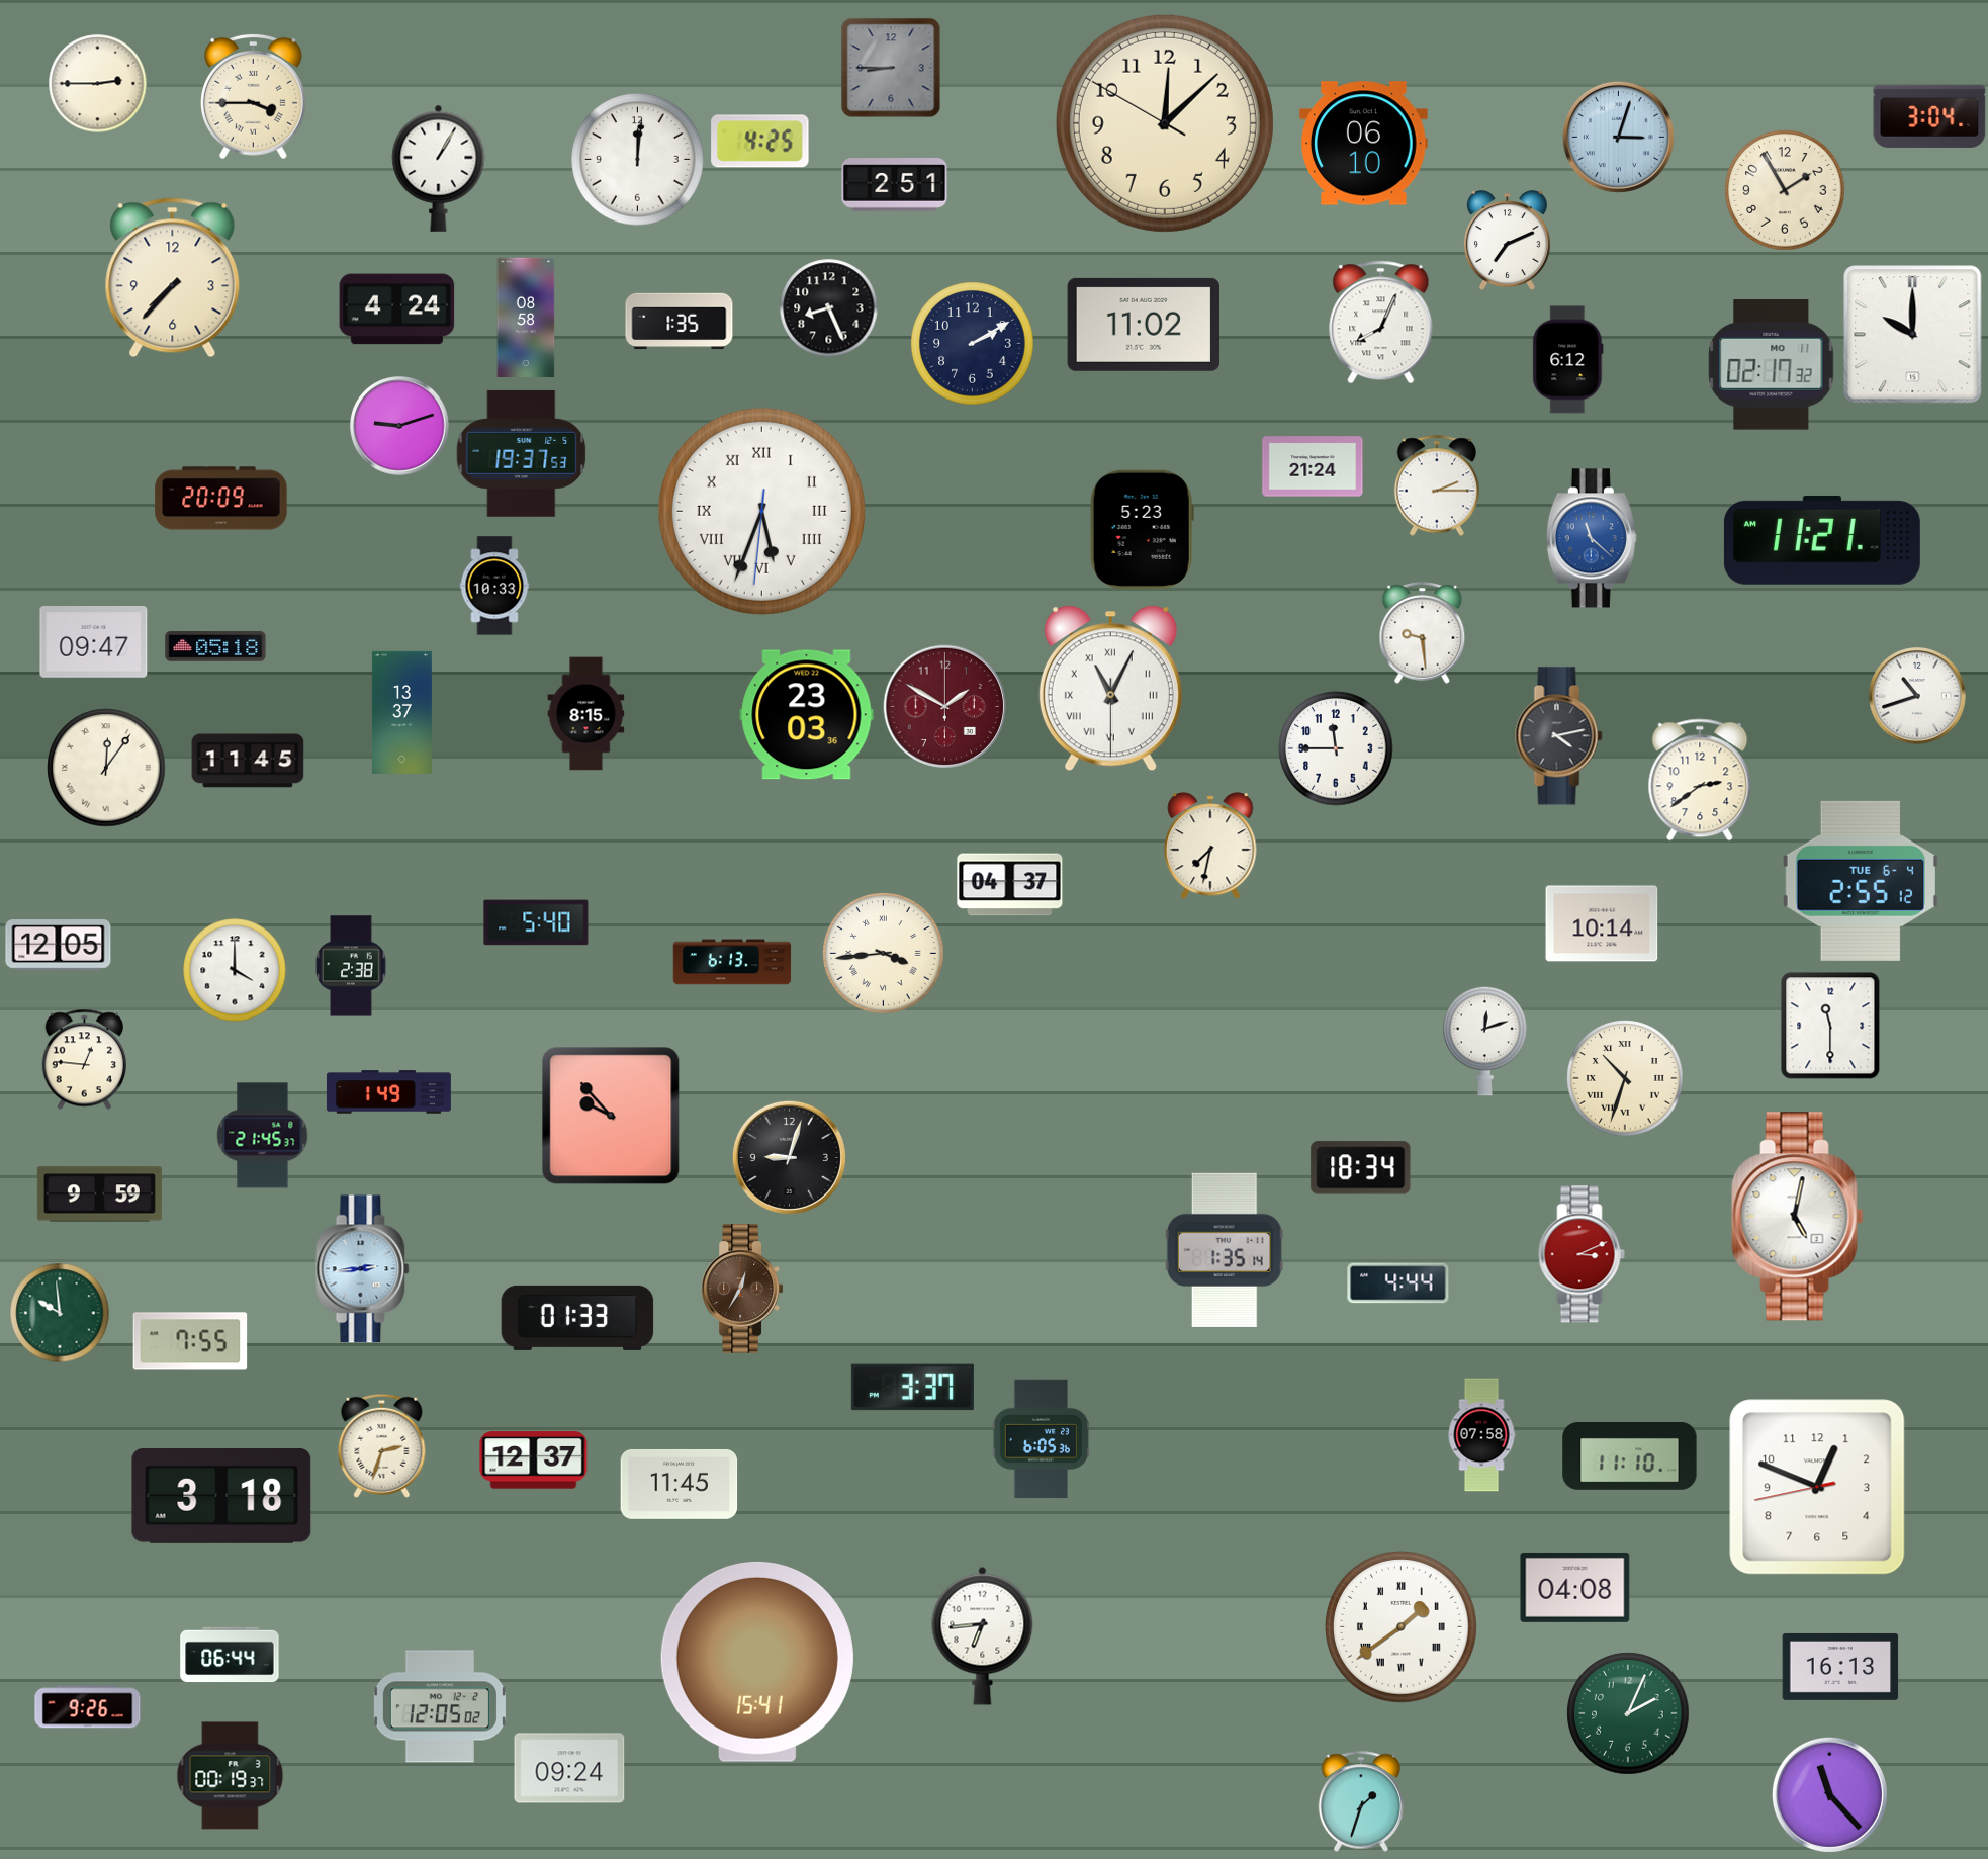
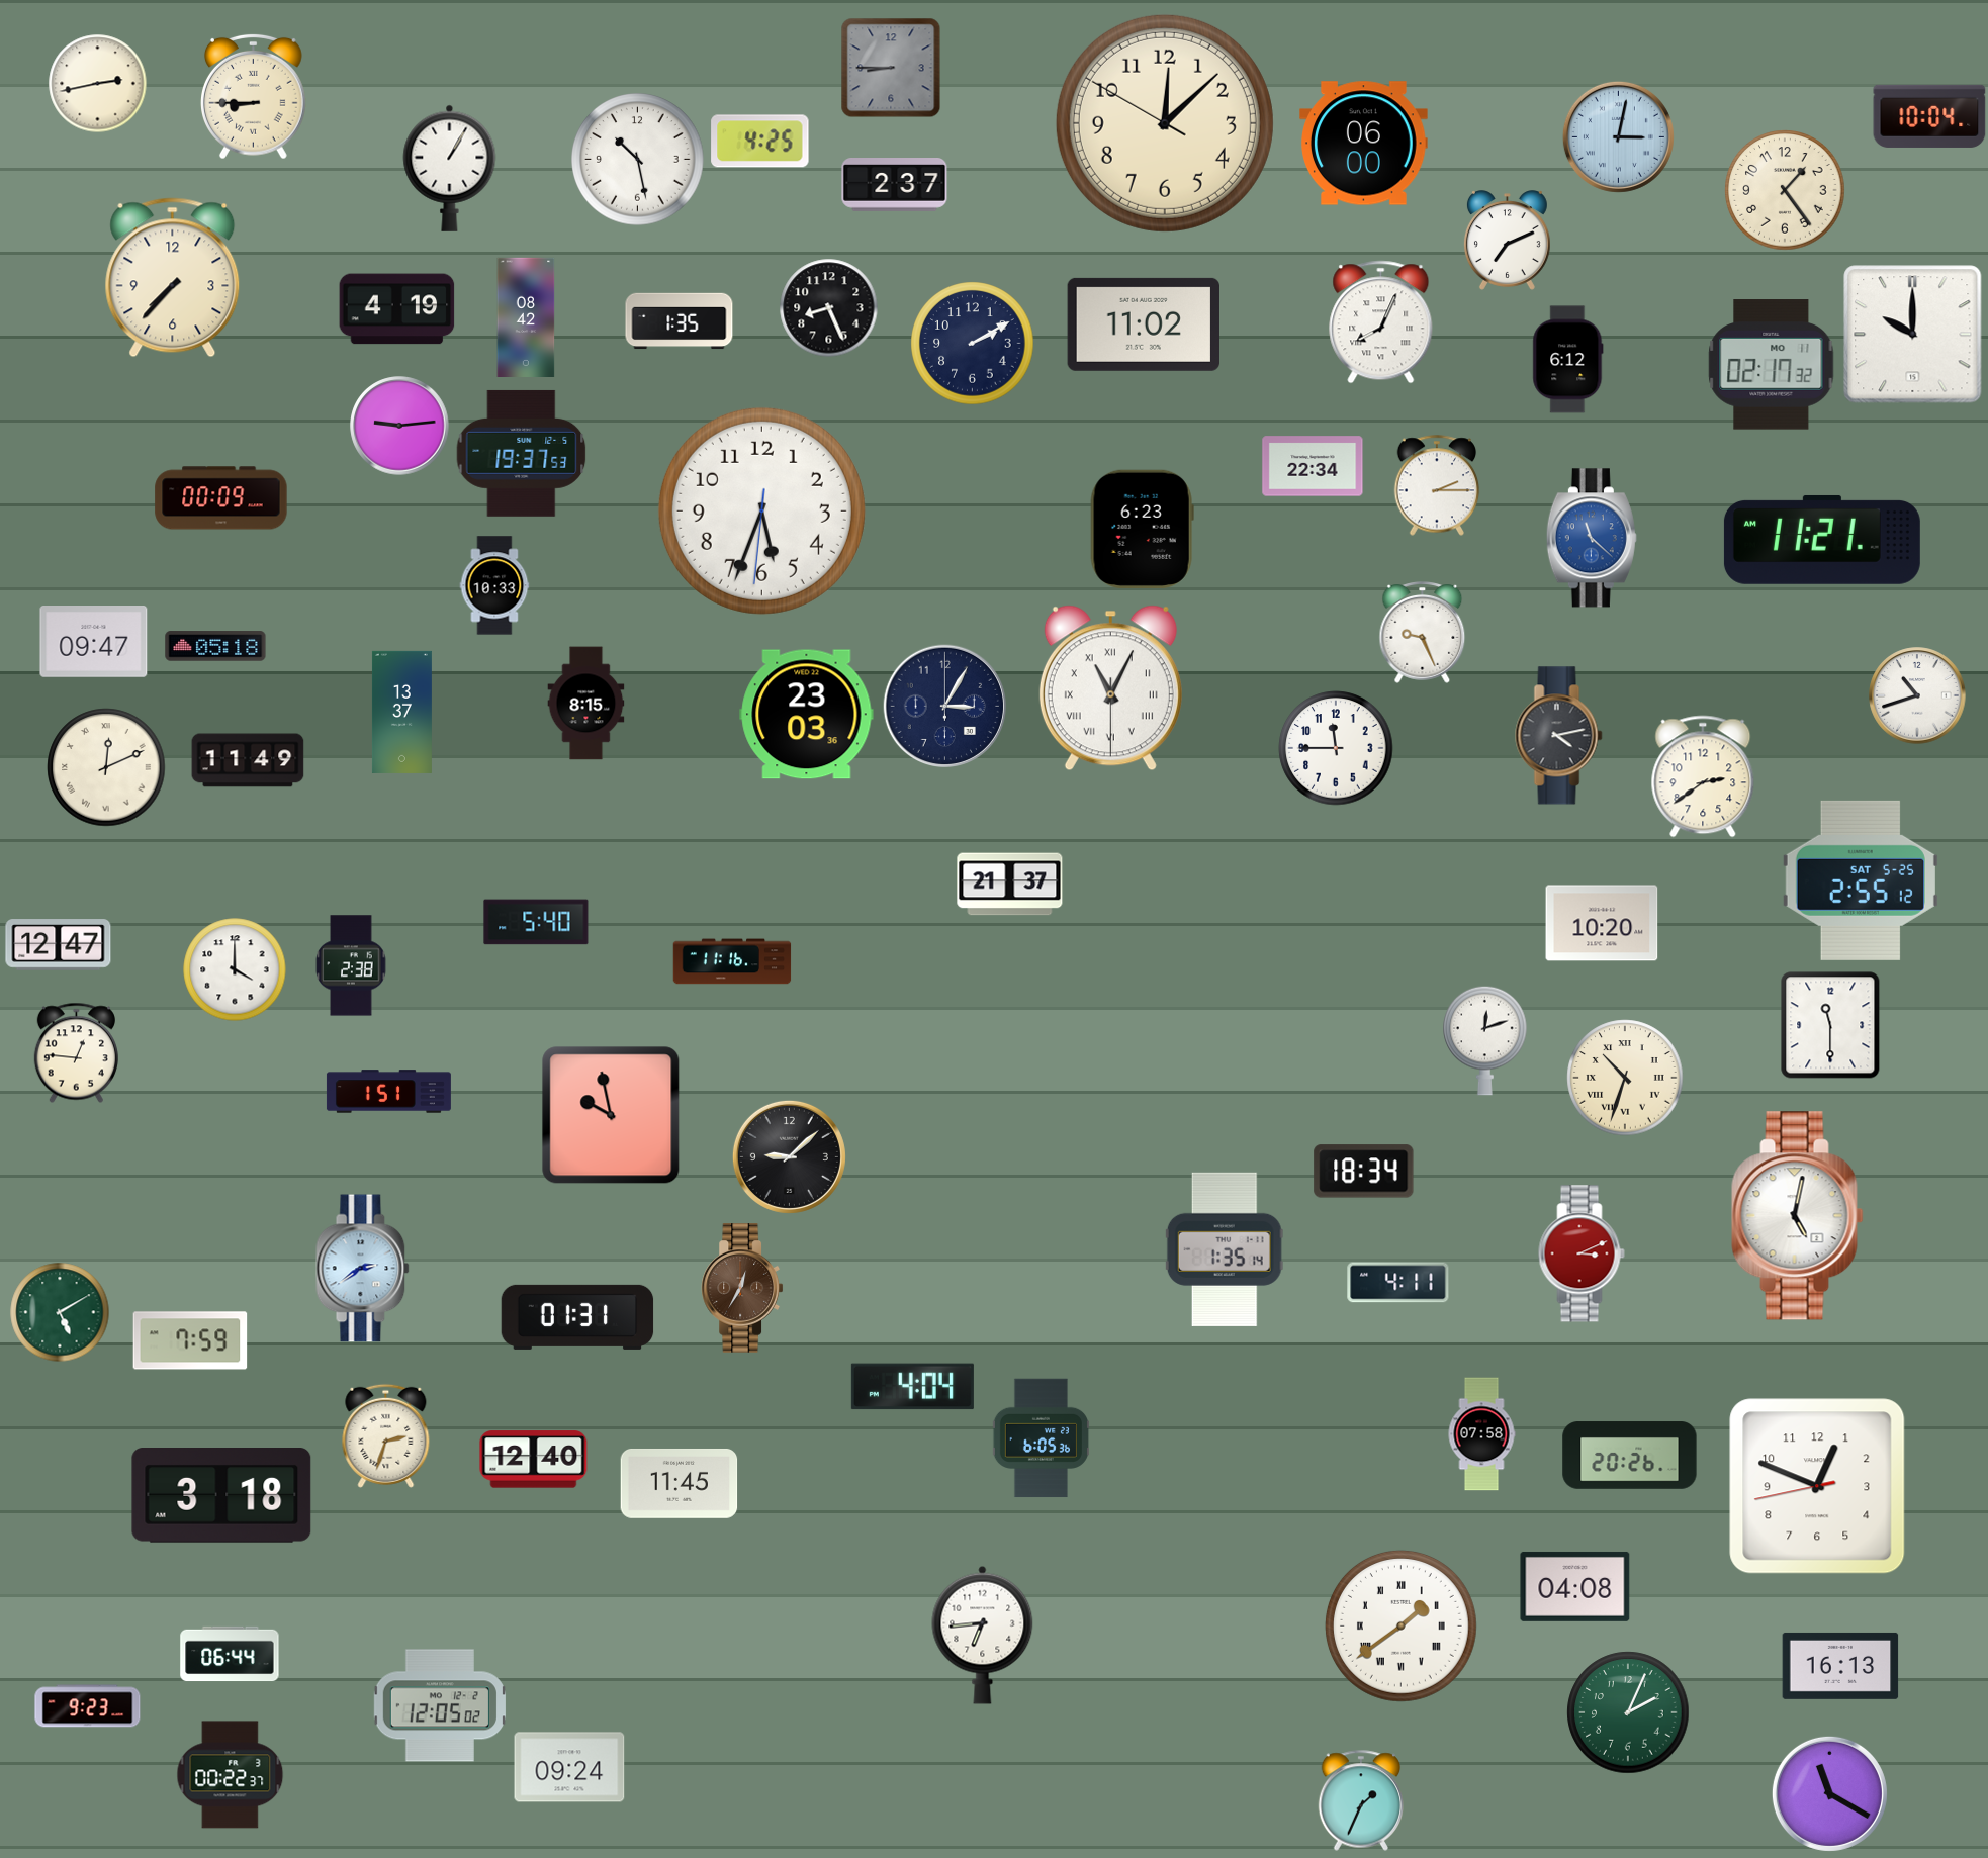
clock at (98, 84): 2:45 -> 2:43
clock at (254, 96): 3:45 -> 8:45
clock at (1929, 116): 3:04 -> 10:04
clock at (1618, 137): 3:03 -> 3:02
clock at (1364, 144): 06:10 -> 06:00
clock at (638, 160): 12:01 -> 10:28
clock at (439, 168) position: (439, 168) -> (450, 168)
clock at (895, 185): 2:51 -> 2:37
clock at (1785, 190): 1:55 -> 1:24
clock at (397, 309): 4:24 -> 4:19
clock at (526, 317): 08:58 -> 08:42
clock at (399, 426): 9:12 -> 9:14
clock at (1313, 466): 21:24 -> 22:34
clock at (221, 499): 20:09 -> 00:09
clock at (761, 511) numerals: Roman -> Arabic
clock at (1142, 529): 5:23 -> 6:23
clock at (1423, 633): 9:29 -> 9:26
clock at (944, 706): 1:50 -> 3:05
clock at (944, 706) dial: burgundy -> navy
clock at (586, 714) position: (586, 714) -> (586, 704)
clock at (248, 761): 11:45 -> 11:49
clock at (106, 768): 12:06 -> 12:11
clock at (1700, 780) position: (1700, 780) -> (1703, 776)
clock at (1210, 846): 7:32 -> none
clock at (1861, 881) date: TUE 6-4 -> SAT 5-25
clock at (1010, 885): 04:37 -> 21:37
clock at (1602, 923): 10:14 -> 10:20
clock at (59, 946): 12:05 -> 12:47
clock at (884, 954): 3:44 -> none
clock at (732, 962): 6:13 -> 11:16
clock at (84, 1060) position: (84, 1060) -> (76, 1053)
clock at (388, 1092): 1:49 -> 1:51
clock at (611, 1116): 9:53 -> 9:58
clock at (263, 1136): 21:45 -> none
clock at (789, 1157): 9:03 -> 9:08
clock at (1361, 1168) position: (1361, 1168) -> (1364, 1172)
clock at (99, 1194): 9:59 -> none
clock at (363, 1269): 2:44 -> 2:39
clock at (1398, 1283): 4:44 -> 4:11
clock at (60, 1313): 9:59 -> 5:10
clock at (577, 1318): 01:33 -> 01:31
clock at (190, 1341): 7:55 -> 7:59
clock at (912, 1388): 3:37 -> 4:04
clock at (382, 1445) position: (382, 1445) -> (386, 1435)
clock at (1630, 1456): 11:10 -> 20:26
clock at (534, 1460): 12:37 -> 12:40
clock at (757, 1662): 15:41 -> none
clock at (88, 1707): 9:26 -> 9:23
clock at (231, 1776): 00:19 -> 00:22
clock at (1829, 1794): 11:23 -> 11:20
clock at (1361, 1801): 1:33 -> 1:34
